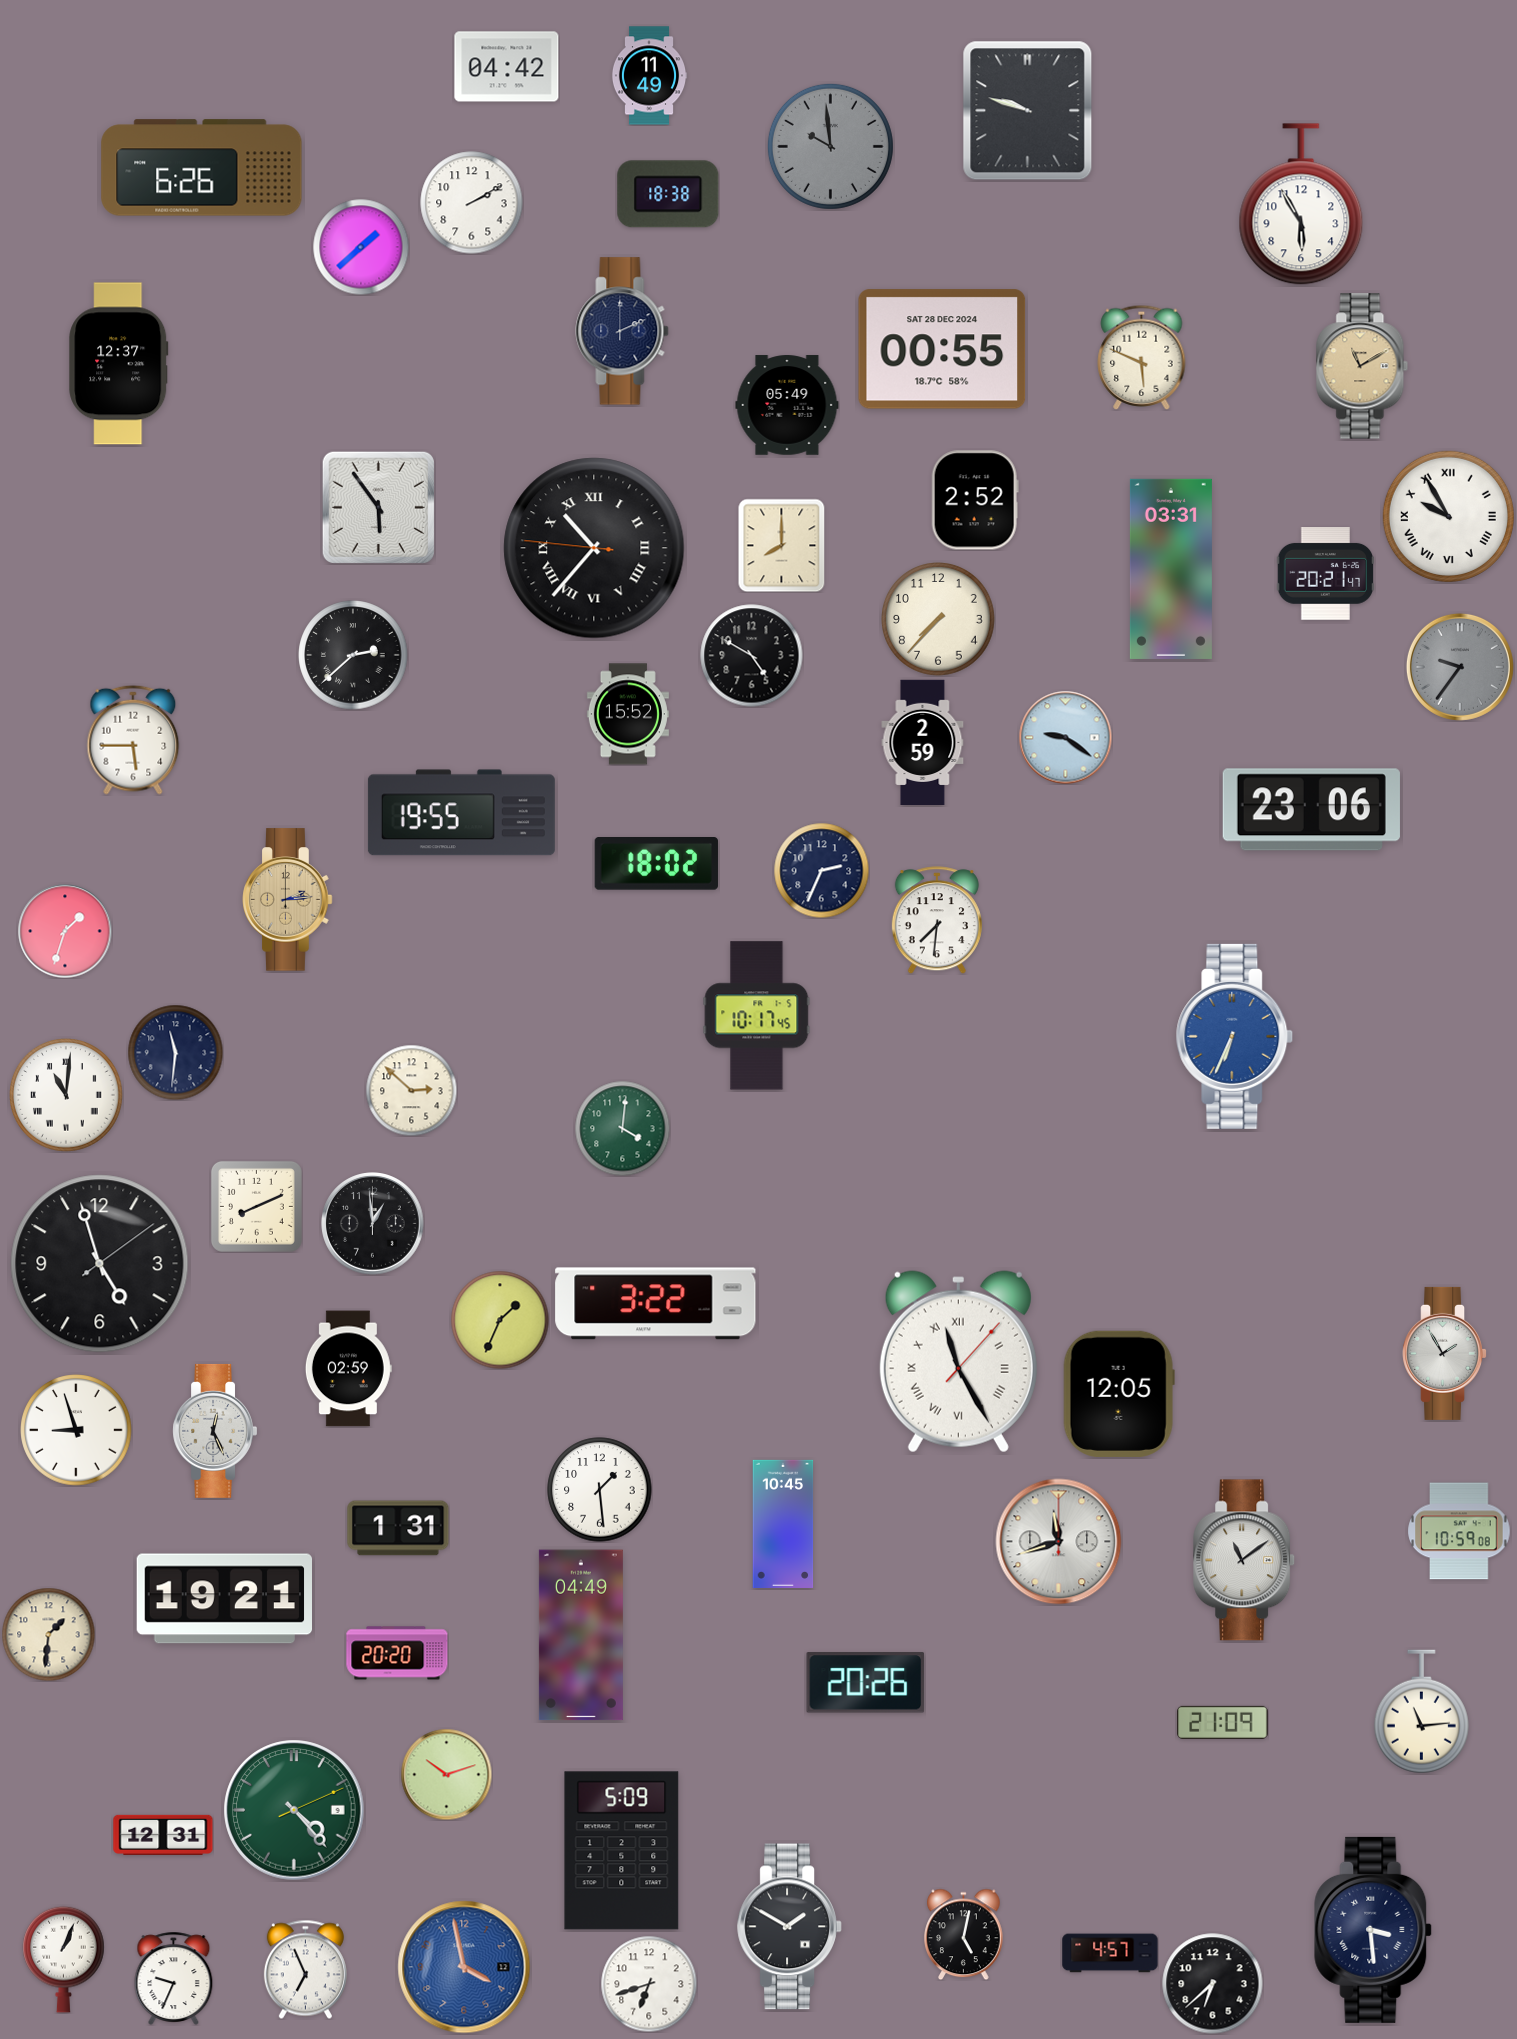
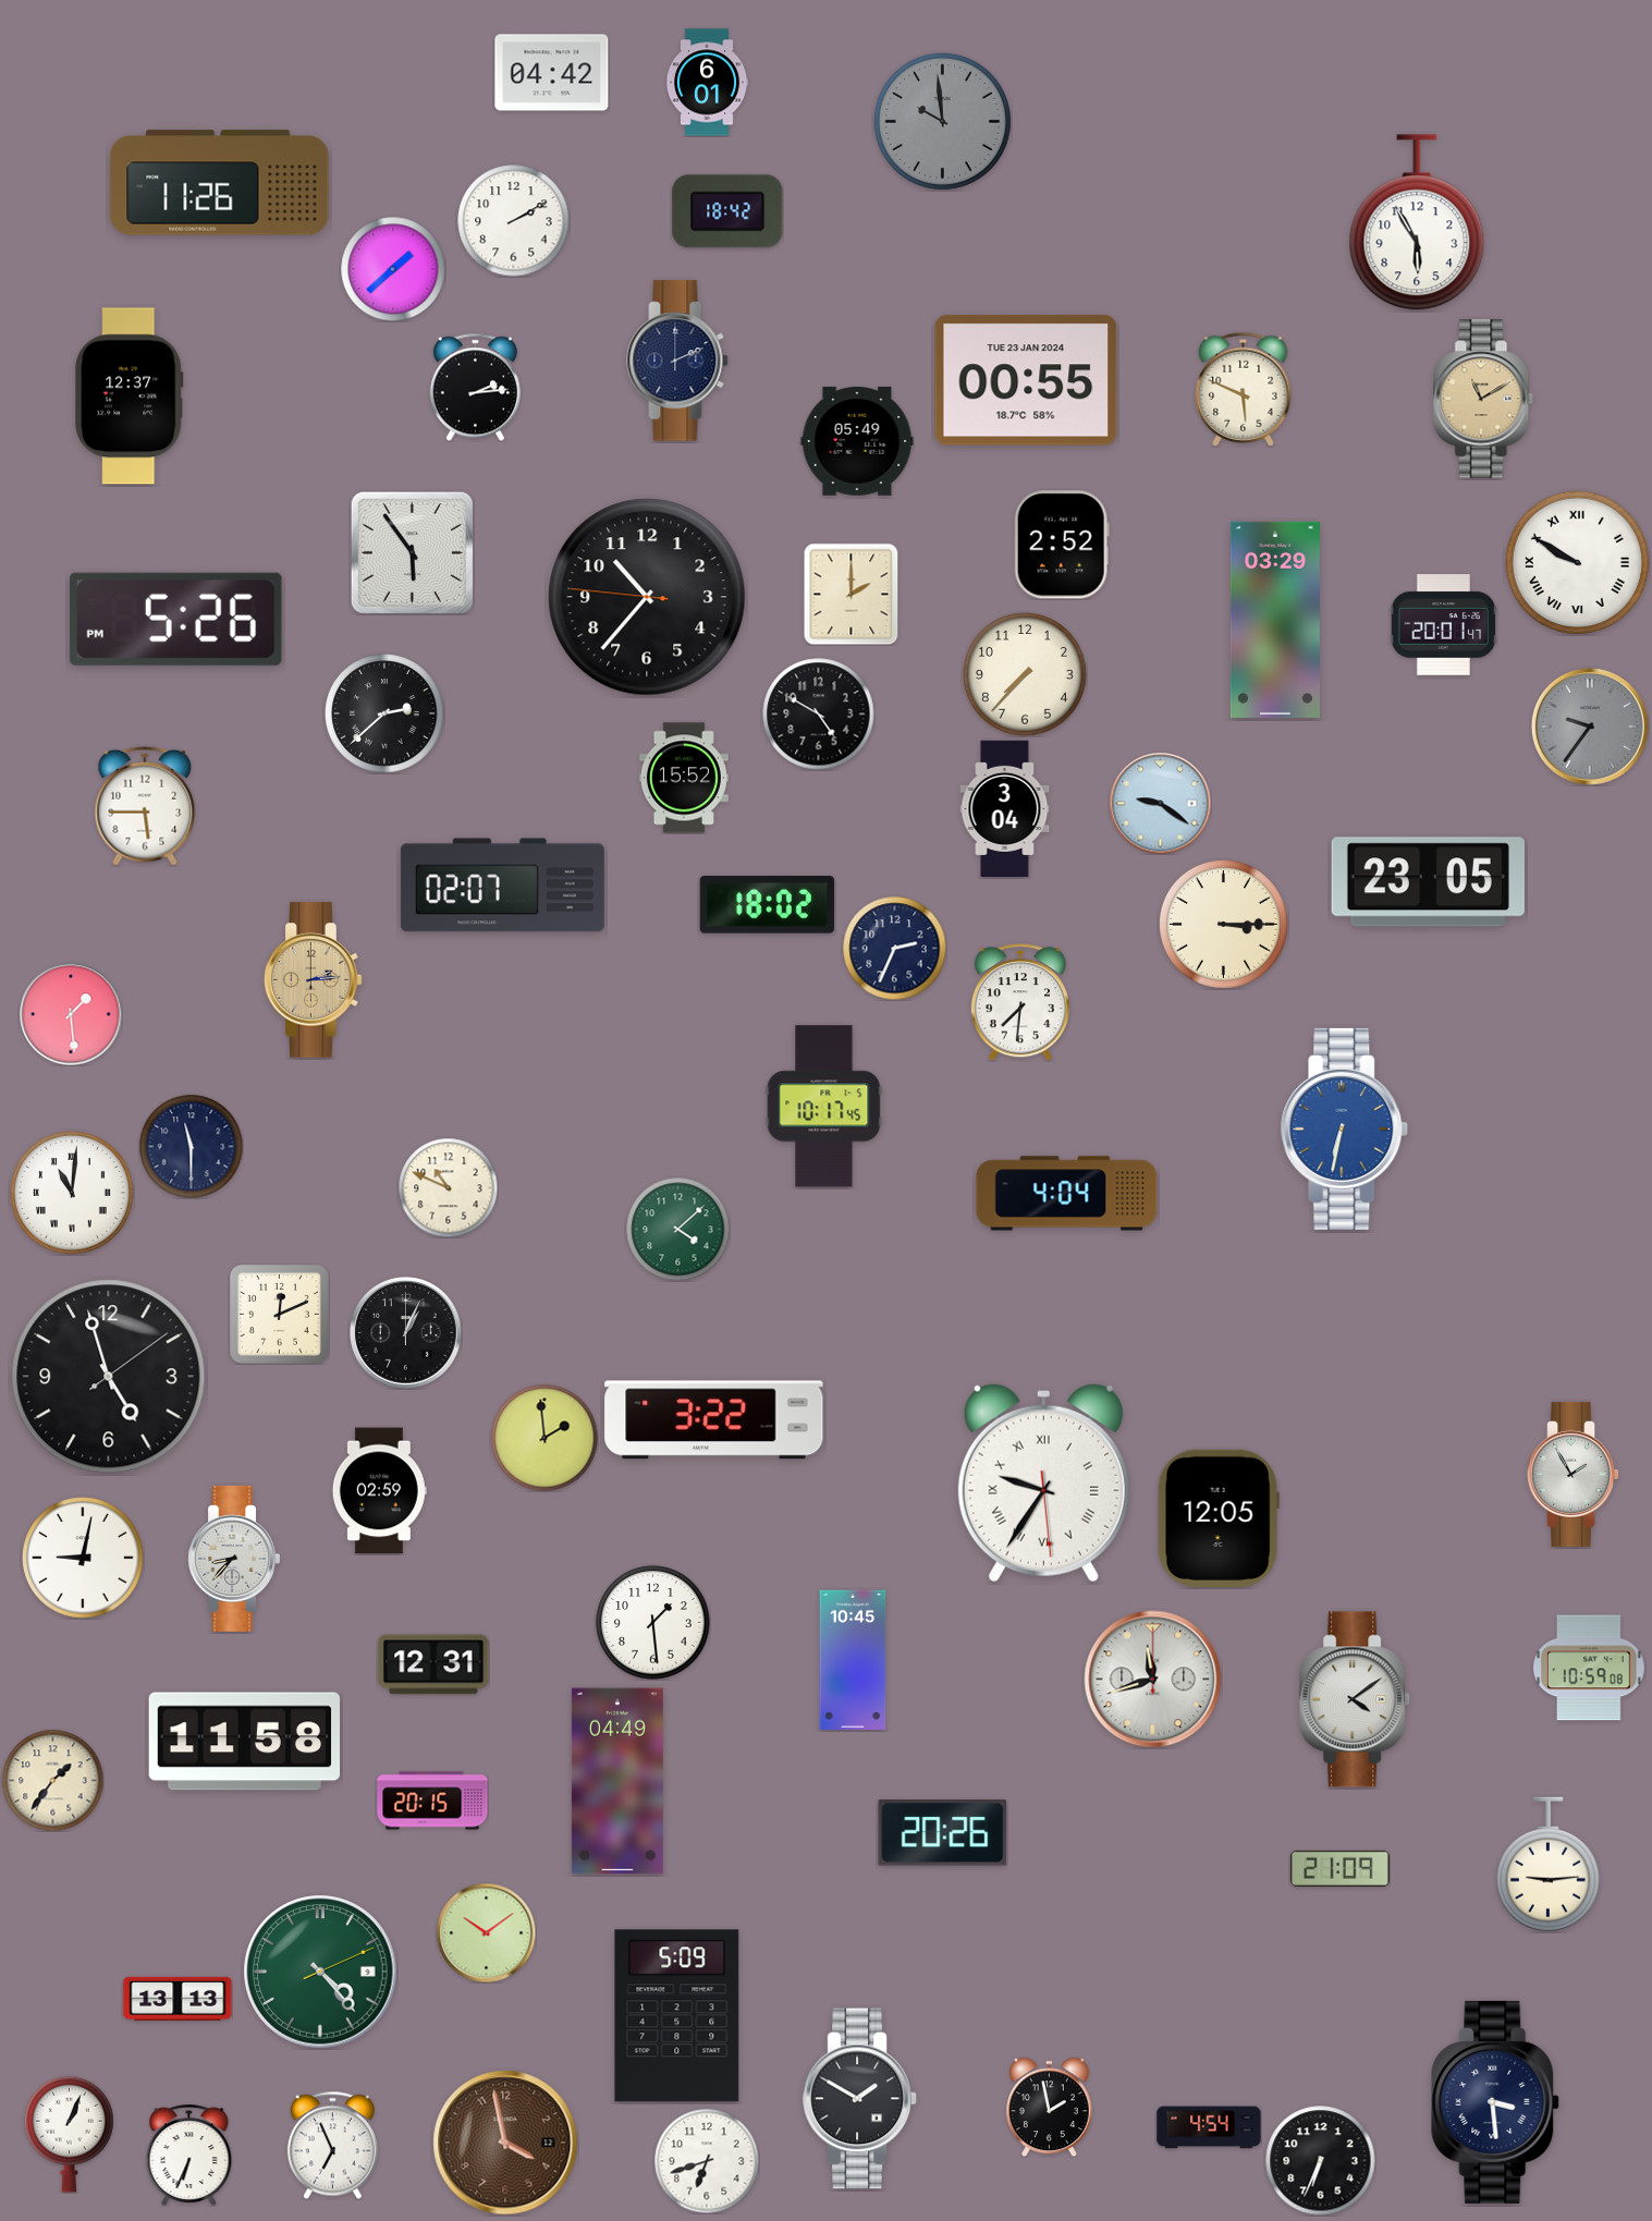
clock at (649, 76): 11:49 -> 6:01
clock at (1028, 111): 9:48 -> none
clock at (830, 146) position: (830, 146) -> (942, 121)
clock at (202, 168): 6:26 -> 11:26
clock at (668, 194): 18:38 -> 18:42
clock at (942, 349) date: SAT 28 DEC 2024 -> TUE 23 JAN 2024
clock at (475, 387): none -> 2:14
clock at (1448, 516): 9:55 -> 9:50
clock at (782, 545): 8:00 -> 2:00
clock at (594, 548) numerals: Roman -> Arabic
clock at (175, 619): none -> 5:26
clock at (1171, 569): 03:31 -> 03:29
clock at (1325, 574): 20:21 -> 20:01
clock at (938, 619) position: (938, 619) -> (1025, 674)
clock at (923, 743): 2:59 -> 3:04
clock at (1311, 810): 23:06 -> 23:05
clock at (461, 813): 19:55 -> 02:07
clock at (1223, 924): none -> 3:15
clock at (656, 864) position: (656, 864) -> (767, 905)
clock at (65, 931): 1:33 -> 1:29
clock at (1235, 1036): 6:34 -> 6:32
clock at (175, 1052): 11:31 -> 11:30
clock at (411, 1090): 2:52 -> 10:49
clock at (1067, 1194): none -> 4:04
clock at (622, 1128): 4:01 -> 4:08
clock at (256, 1206): 8:11 -> 12:11
clock at (373, 1224): 12:59 -> 1:04
clock at (500, 1320): 1:34 -> 1:59
clock at (958, 1362): 11:25 -> 9:35
clock at (76, 1430): 8:57 -> 9:02
clock at (214, 1431): 12:26 -> 8:37
clock at (398, 1528): 1:31 -> 12:31
clock at (1245, 1560): 11:09 -> 4:09
clock at (224, 1599): 19:21 -> 11:58
clock at (48, 1634): 1:31 -> 1:36
clock at (581, 1635) position: (581, 1635) -> (617, 1781)
clock at (397, 1653): 20:20 -> 20:15
clock at (1421, 1712): 11:14 -> 9:14
clock at (1223, 1722) position: (1223, 1722) -> (1341, 1868)
clock at (446, 1774): 10:12 -> 10:09
clock at (163, 1835): 12:31 -> 13:13
clock at (964, 1934): 5:02 -> 1:58
clock at (1110, 1953): 4:57 -> 4:54
clock at (464, 1967) dial: blue -> brown
clock at (174, 1978): 9:34 -> 6:34
clock at (1213, 1984): 6:38 -> 6:34
